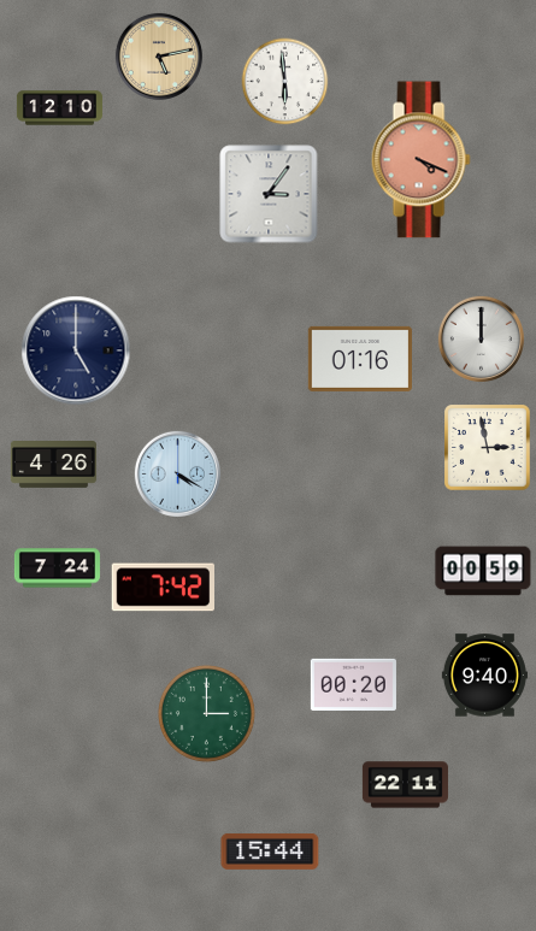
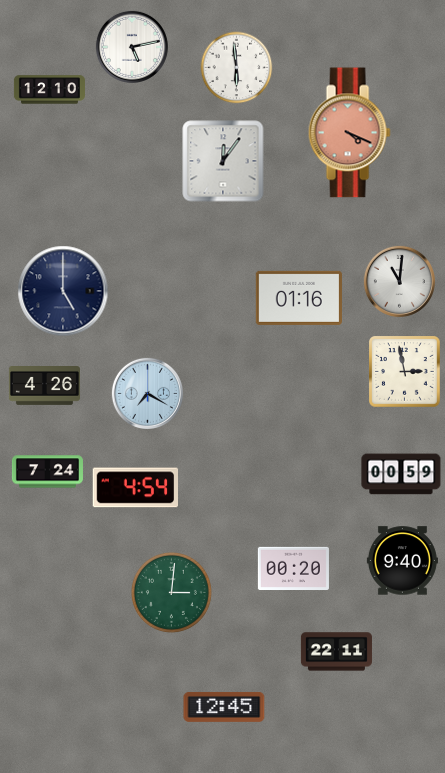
clock at (159, 57) dial: champagne -> white
clock at (269, 194): 3:06 -> 12:06
clock at (481, 338): 12:00 -> 11:01
clock at (177, 473): 4:20 -> 7:20
clock at (163, 588): 7:42 -> 4:54
clock at (206, 713): 3:00 -> 3:01
clock at (270, 852): 15:44 -> 12:45
